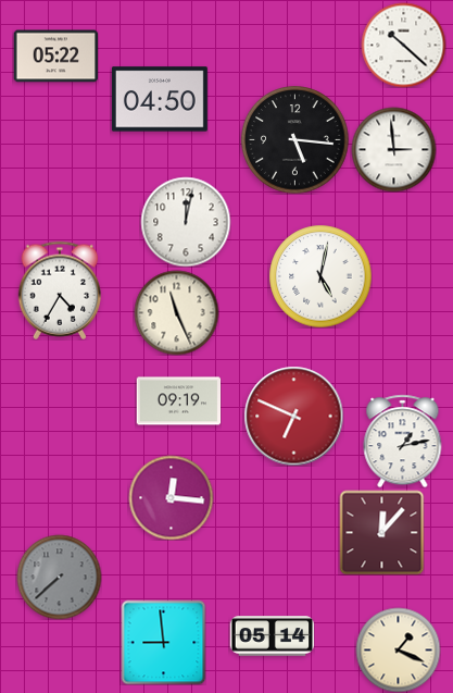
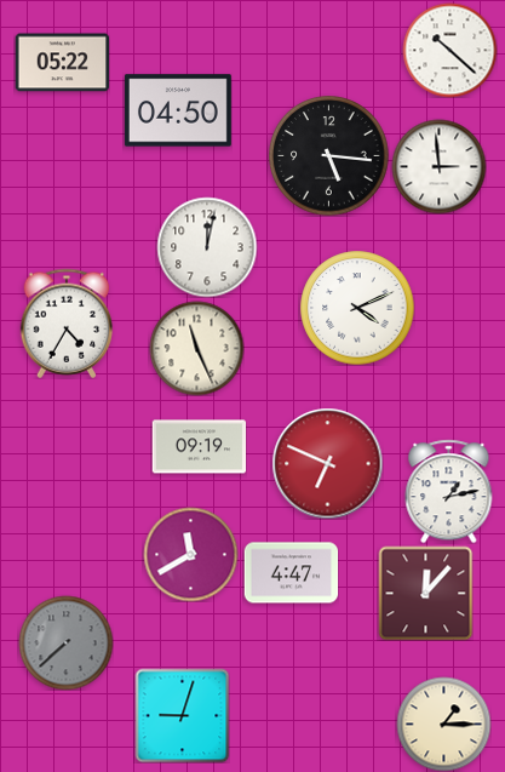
clock at (320, 276): 5:02 -> 4:11
clock at (171, 497): 12:16 -> 11:40
clock at (291, 573): none -> 4:47
clock at (272, 636): 05:14 -> none
clock at (163, 642): 8:59 -> 9:03
clock at (398, 649): 1:19 -> 1:15
